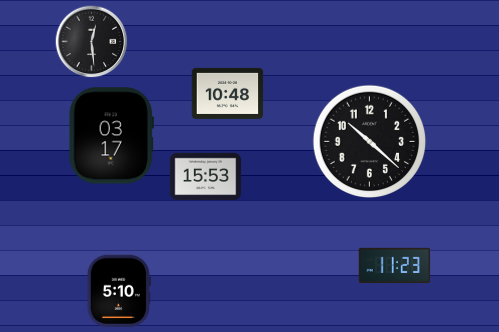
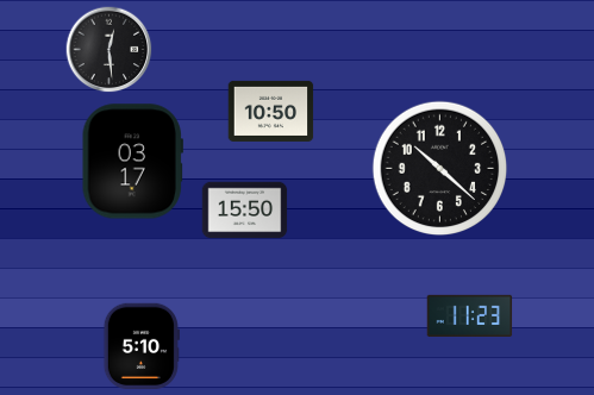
clock at (228, 93): 10:48 -> 10:50
clock at (206, 177): 15:53 -> 15:50
